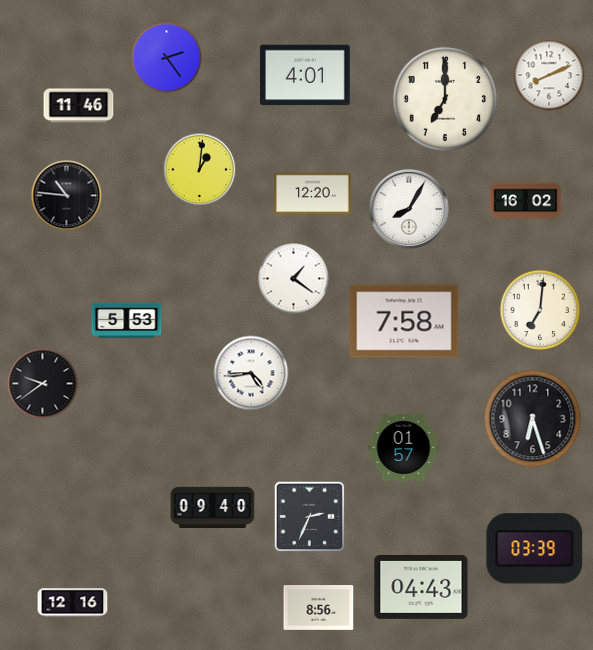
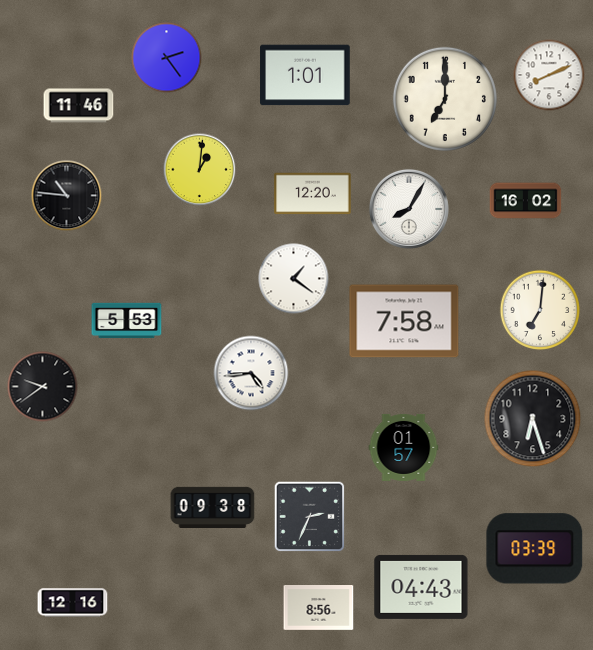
clock at (305, 75): 4:01 -> 1:01
clock at (43, 384) position: (43, 384) -> (43, 387)
clock at (213, 507): 09:40 -> 09:38
